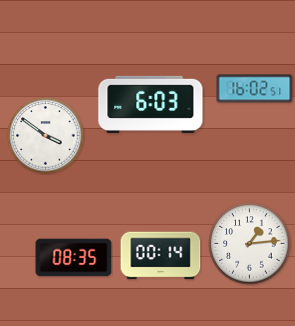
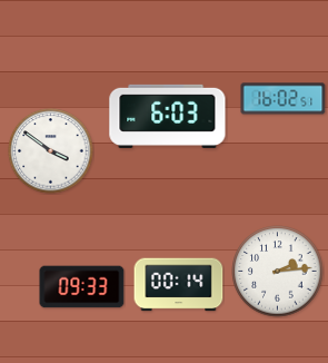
clock at (250, 244): 1:14 -> 2:14
clock at (74, 258): 08:35 -> 09:33
